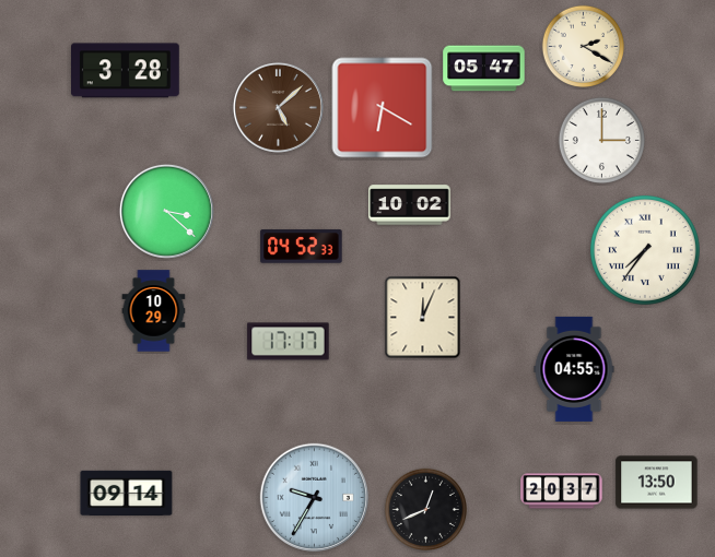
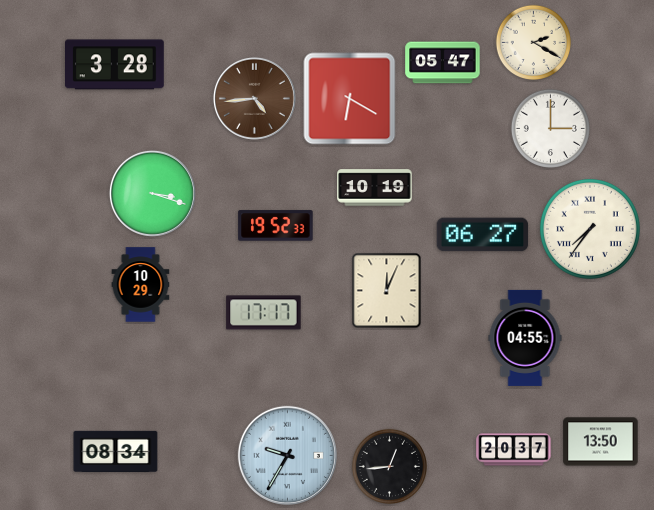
clock at (278, 107): 5:08 -> 4:44
clock at (410, 205): 10:02 -> 10:19
clock at (166, 211): 3:22 -> 3:18
clock at (302, 247): 04:52 -> 19:52
clock at (483, 235): none -> 06:27
clock at (127, 493): 09:14 -> 08:34
clock at (426, 510): 12:41 -> 12:44
